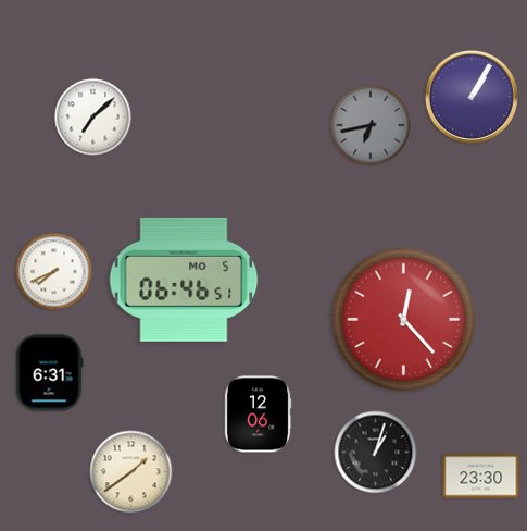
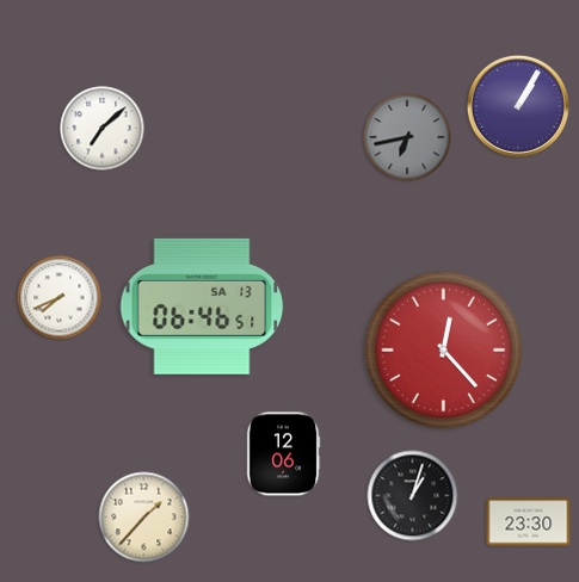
clock at (184, 280) date: MO 5 -> SA 13
clock at (49, 373): 6:31 -> none
clock at (131, 472): 1:39 -> 1:37
